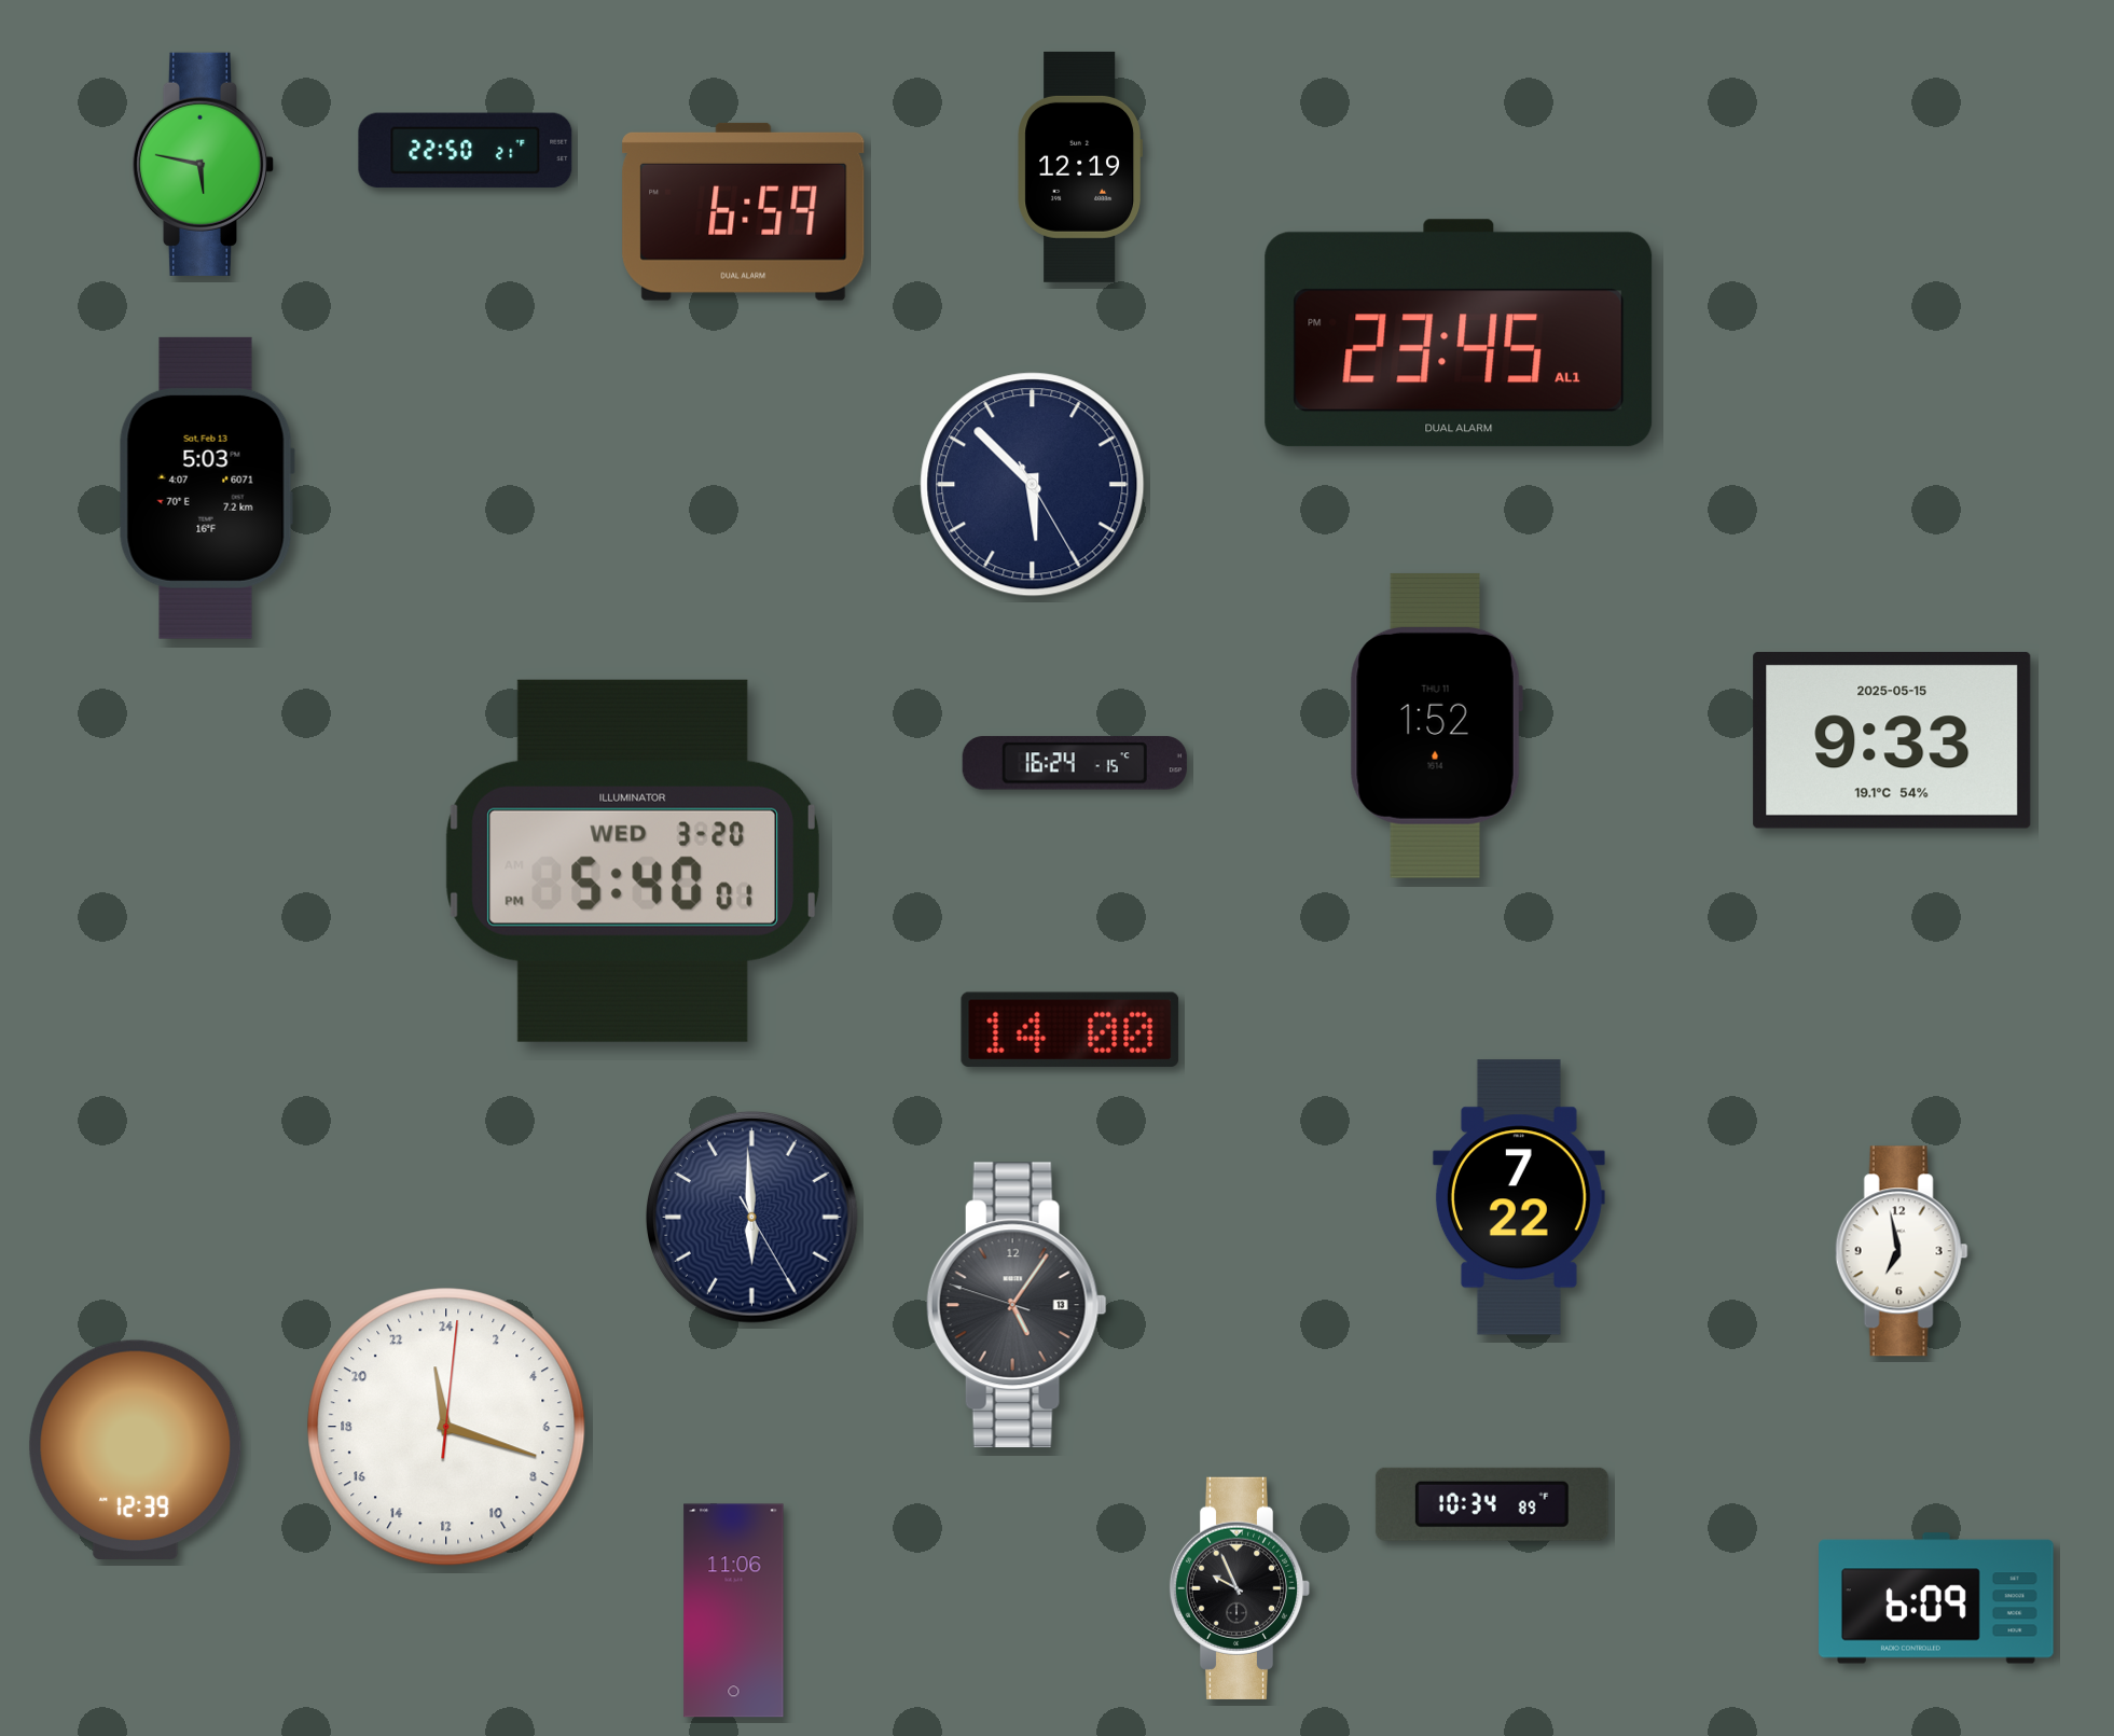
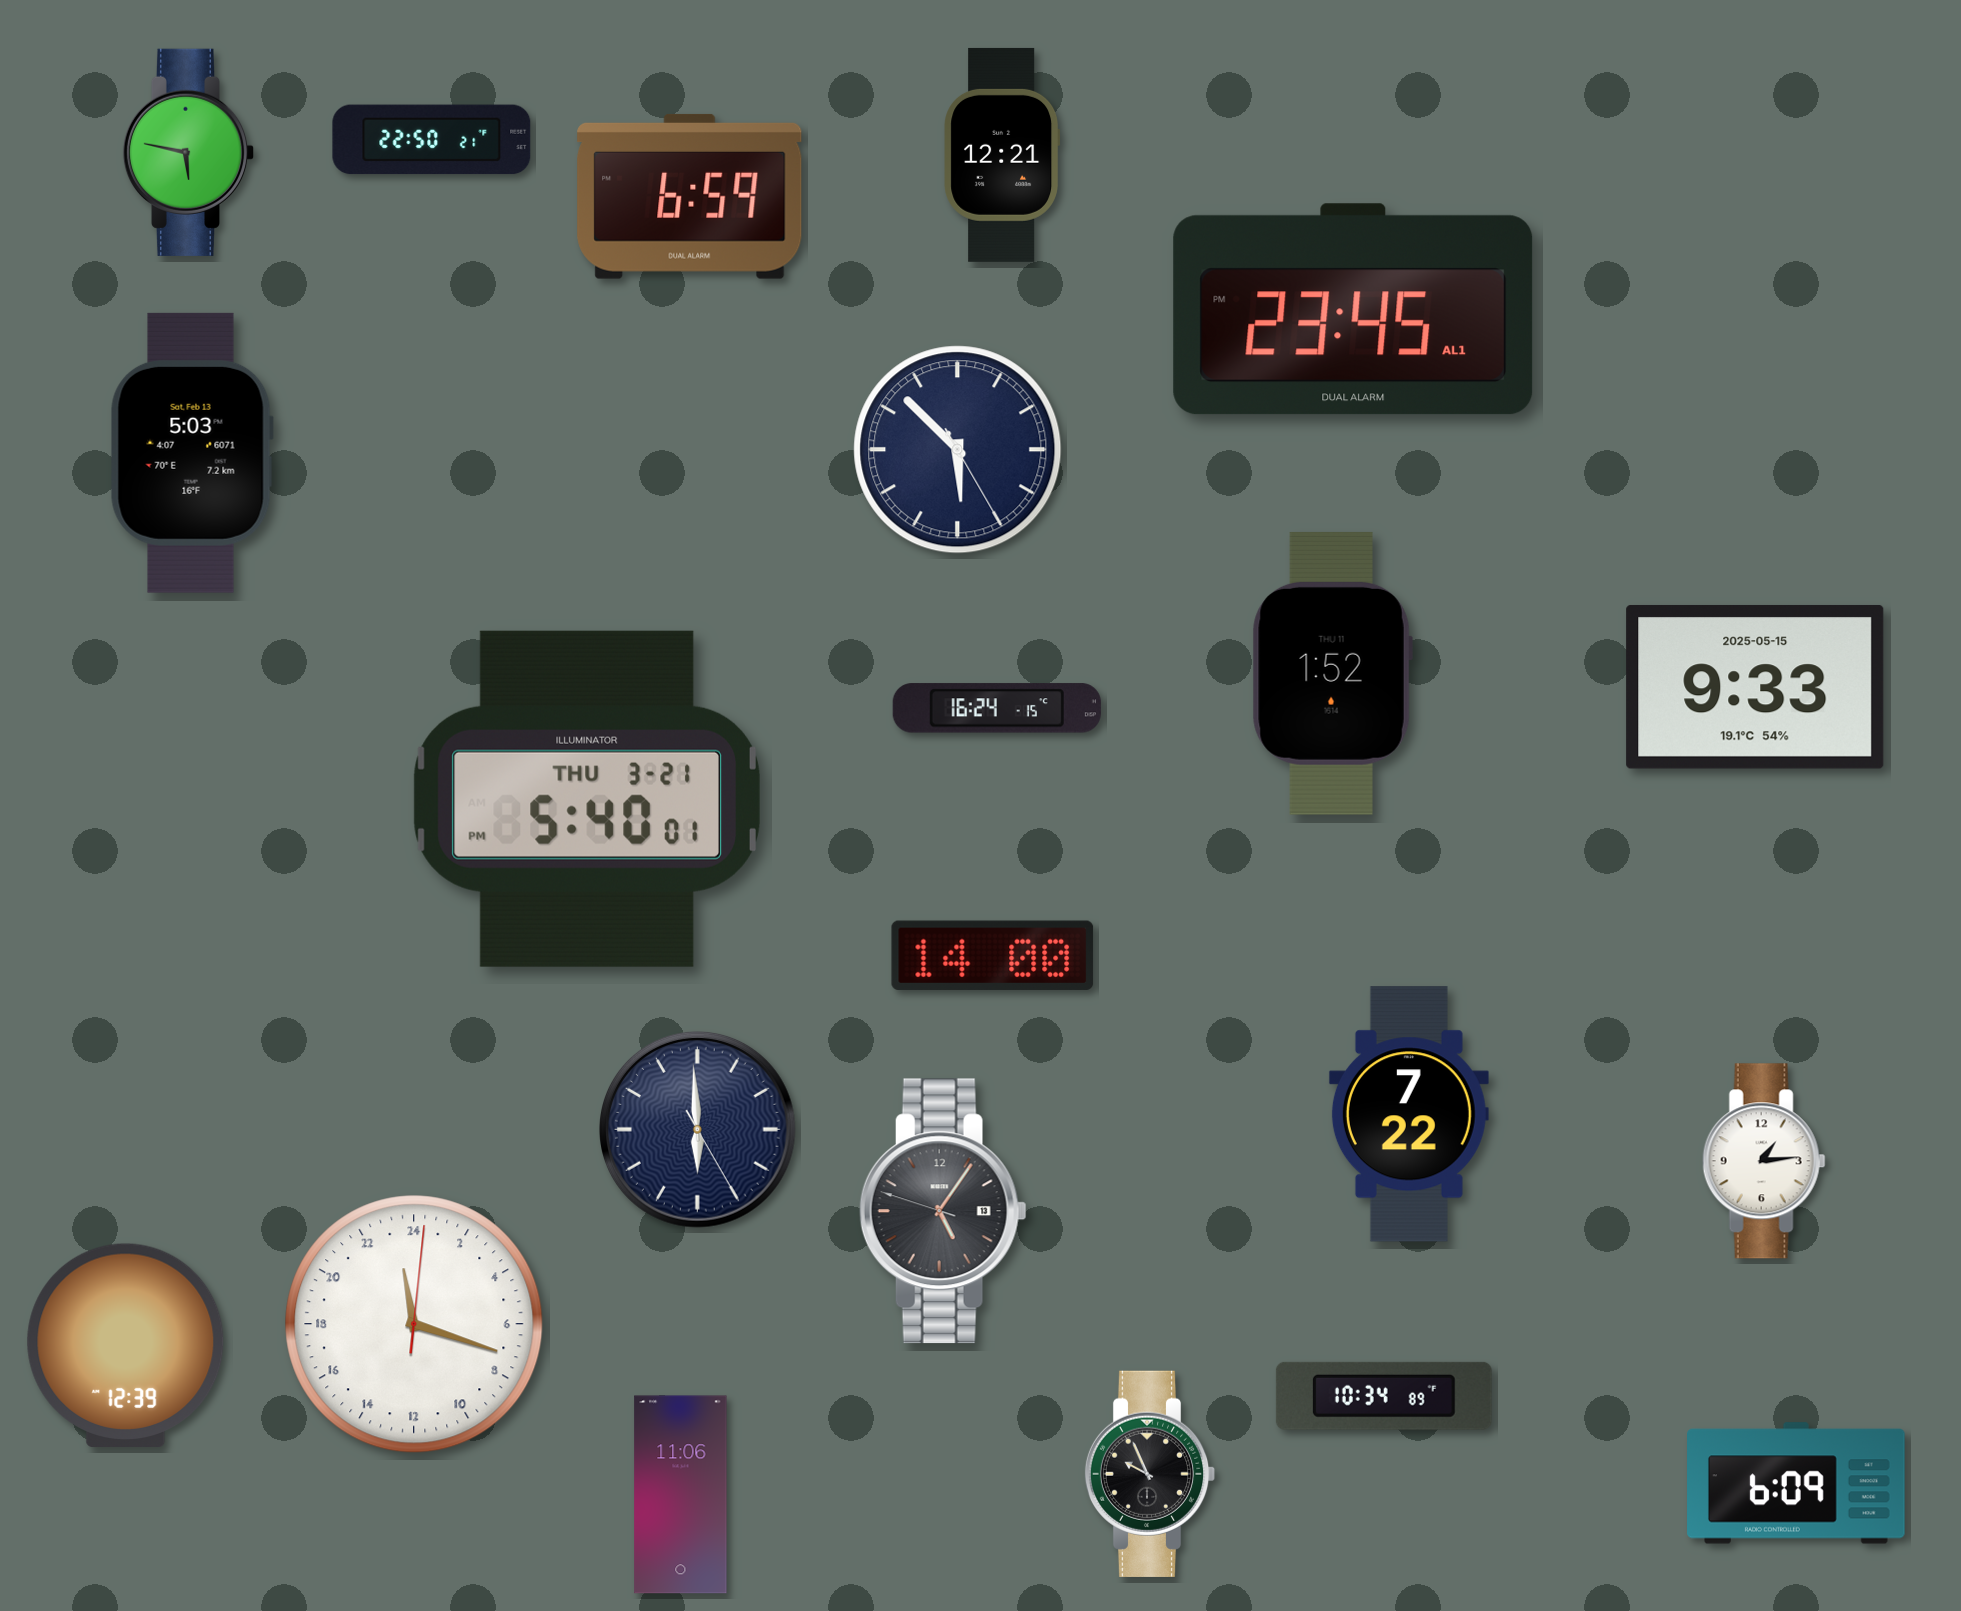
clock at (1080, 167): 12:19 -> 12:21
clock at (633, 861) date: WED 3-20 -> THU 3-21
clock at (1519, 1197) position: (1519, 1197) -> (1409, 1114)
clock at (1902, 1251): 6:58 -> 1:14
